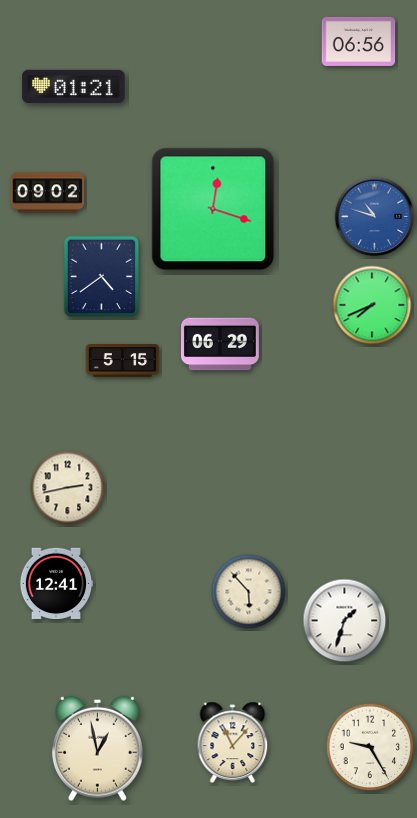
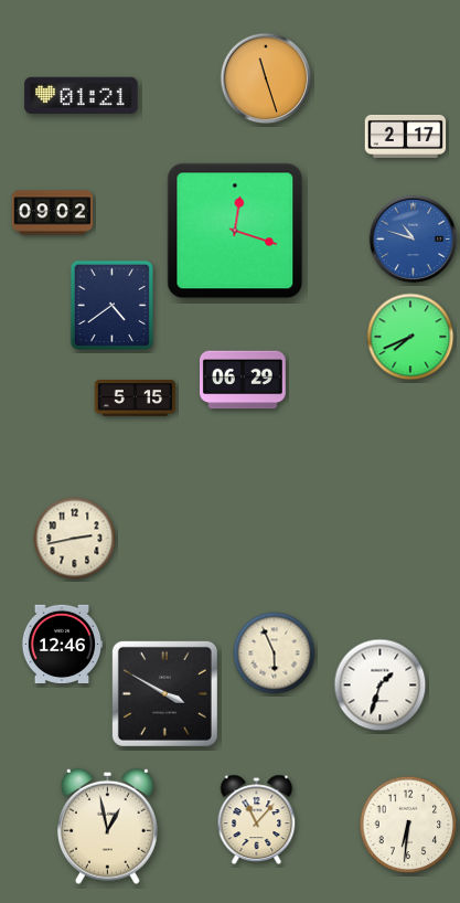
clock at (359, 41): 06:56 -> none
clock at (266, 78): none -> 11:27
clock at (406, 136): none -> 2:17
clock at (56, 583): 12:41 -> 12:46
clock at (249, 592): 5:53 -> 5:56
clock at (164, 693): none -> 3:50
clock at (370, 747): 9:25 -> 6:31
